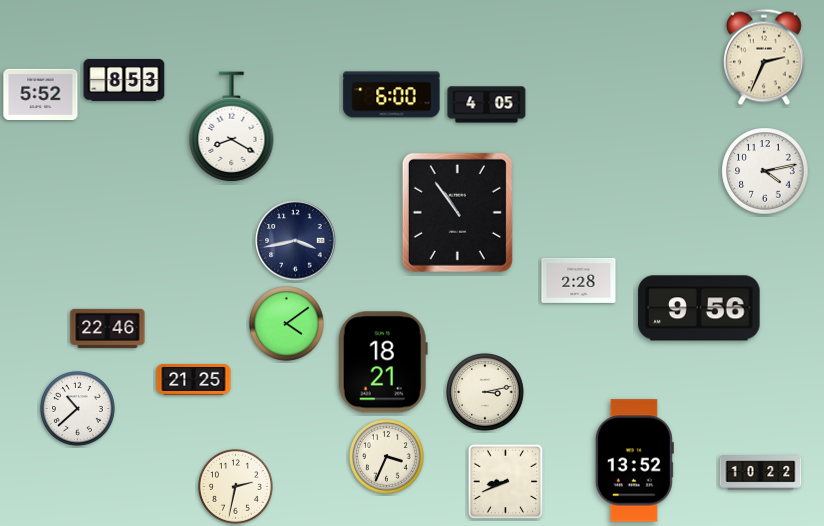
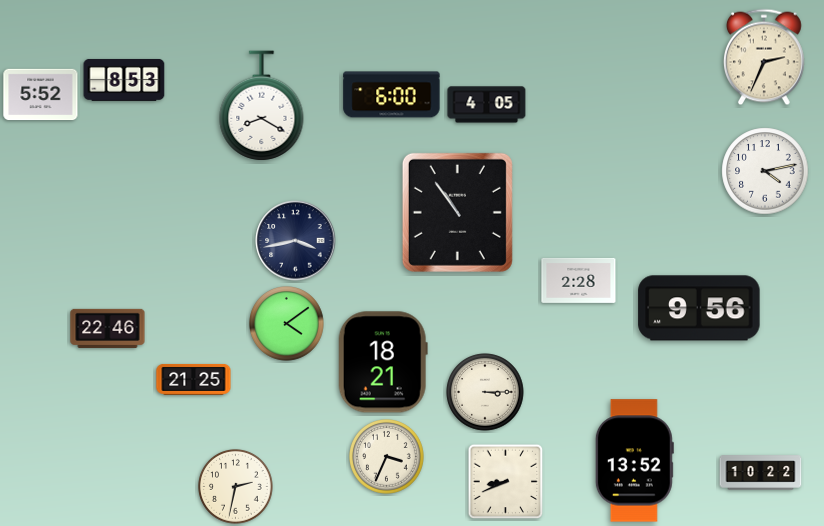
clock at (232, 127) position: (232, 127) -> (262, 106)
clock at (485, 392): 3:13 -> 3:15
clock at (78, 409): 10:38 -> none
